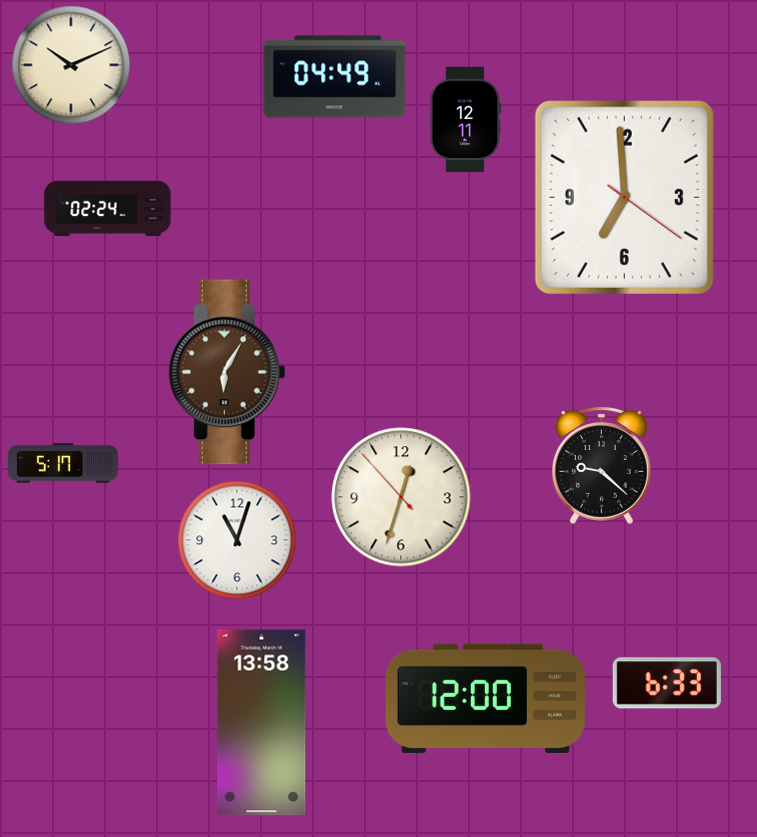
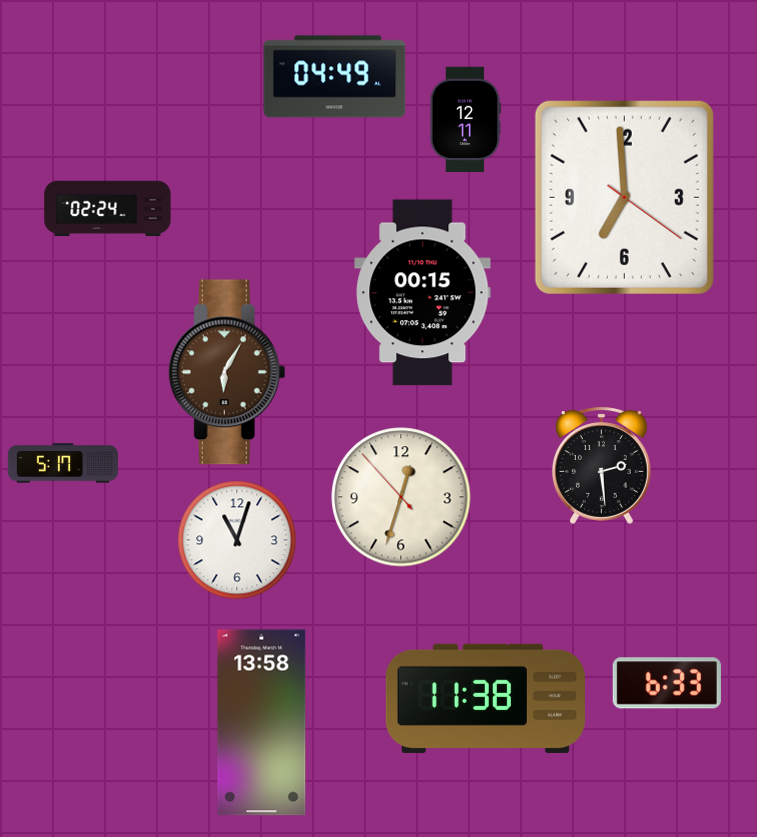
clock at (71, 65): 10:11 -> none
clock at (423, 293): none -> 00:15
clock at (601, 465): 9:22 -> 2:29
clock at (485, 698): 12:00 -> 11:38
